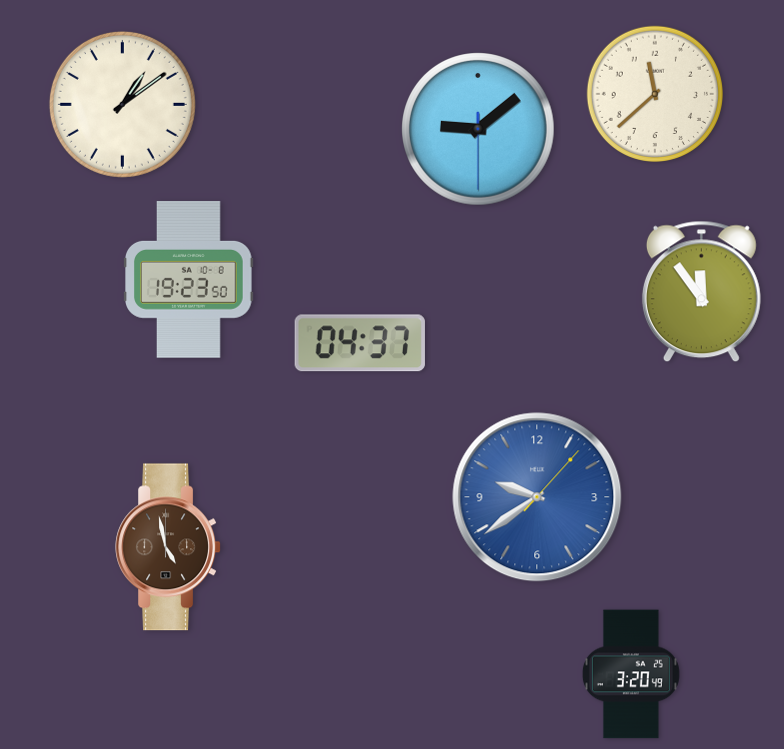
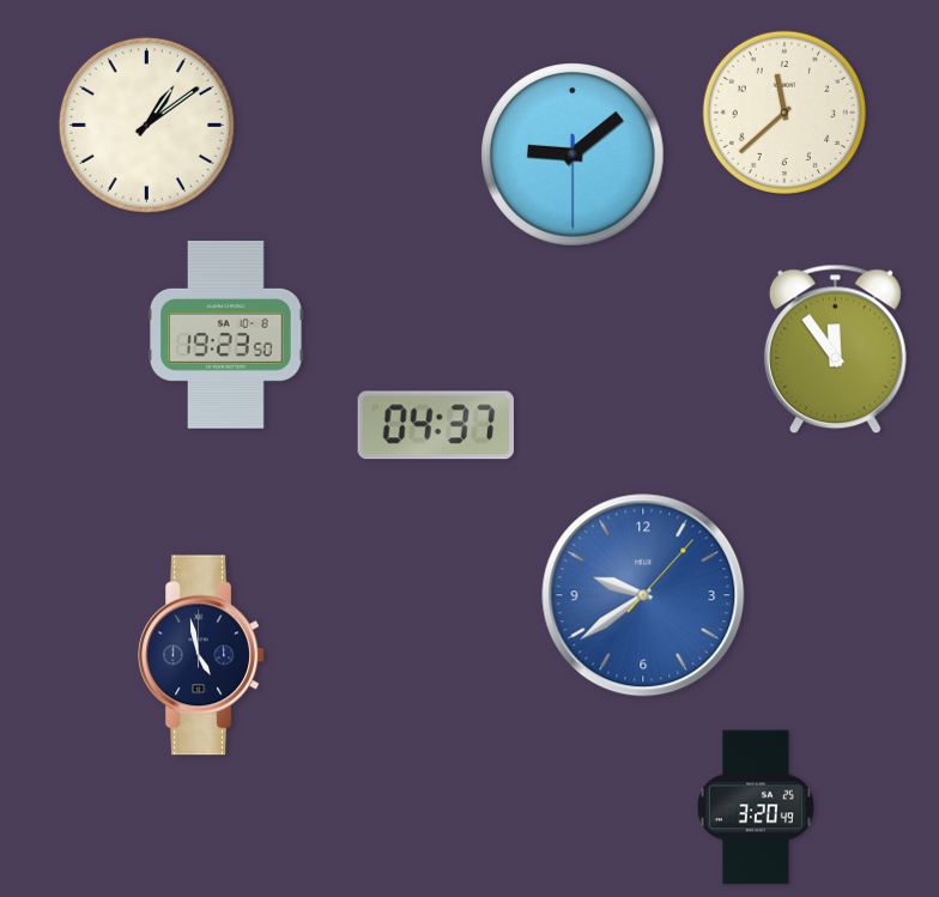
clock at (701, 292) position: (701, 292) -> (835, 350)
clock at (360, 343) position: (360, 343) -> (436, 425)
clock at (168, 547) dial: brown -> navy
